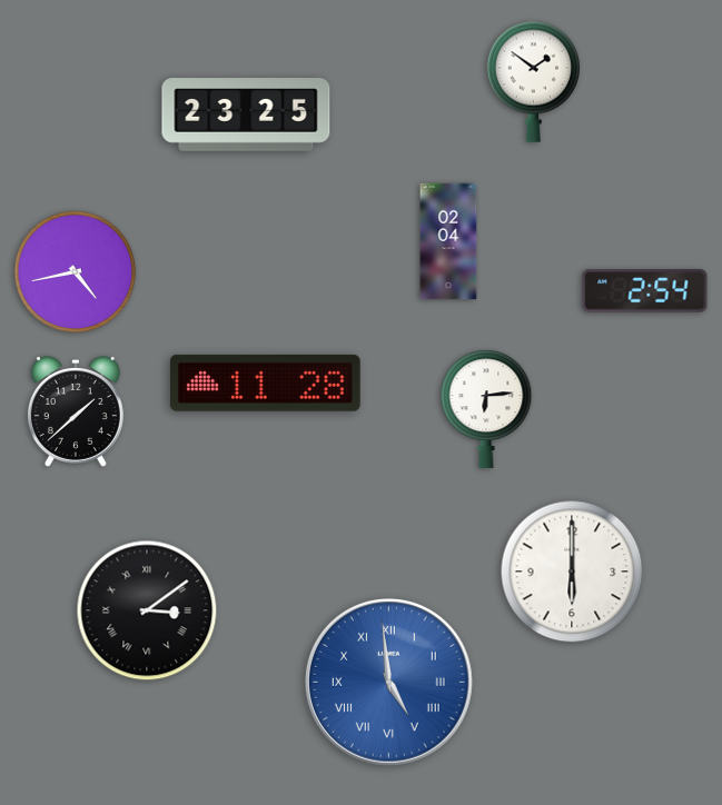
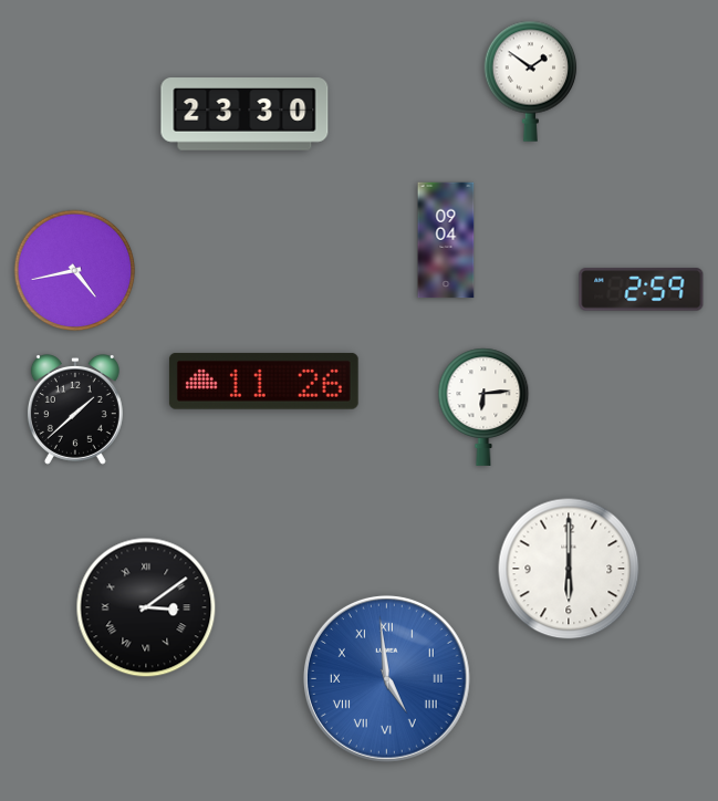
clock at (246, 115): 23:25 -> 23:30
clock at (448, 241): 02:04 -> 09:04
clock at (645, 291): 2:54 -> 2:59
clock at (265, 382): 11:28 -> 11:26
